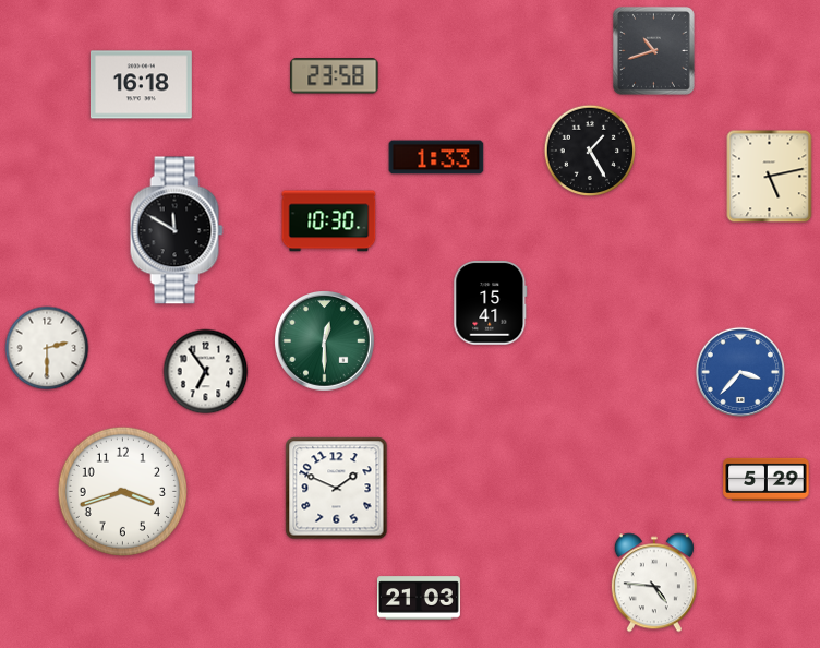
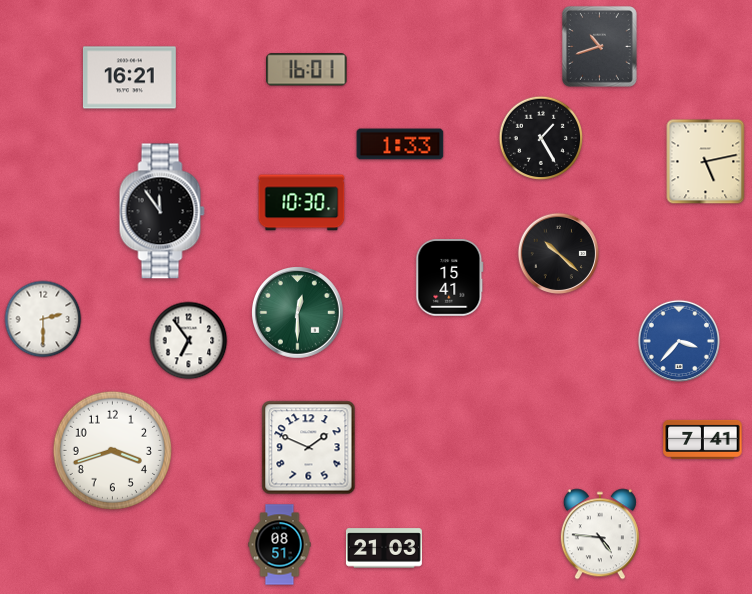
clock at (335, 76): 23:58 -> 16:01
clock at (141, 85): 16:18 -> 16:21
clock at (177, 230): 11:50 -> 11:54
clock at (558, 253): none -> 10:22
clock at (767, 479): 5:29 -> 7:41
clock at (280, 545): none -> 08:51
